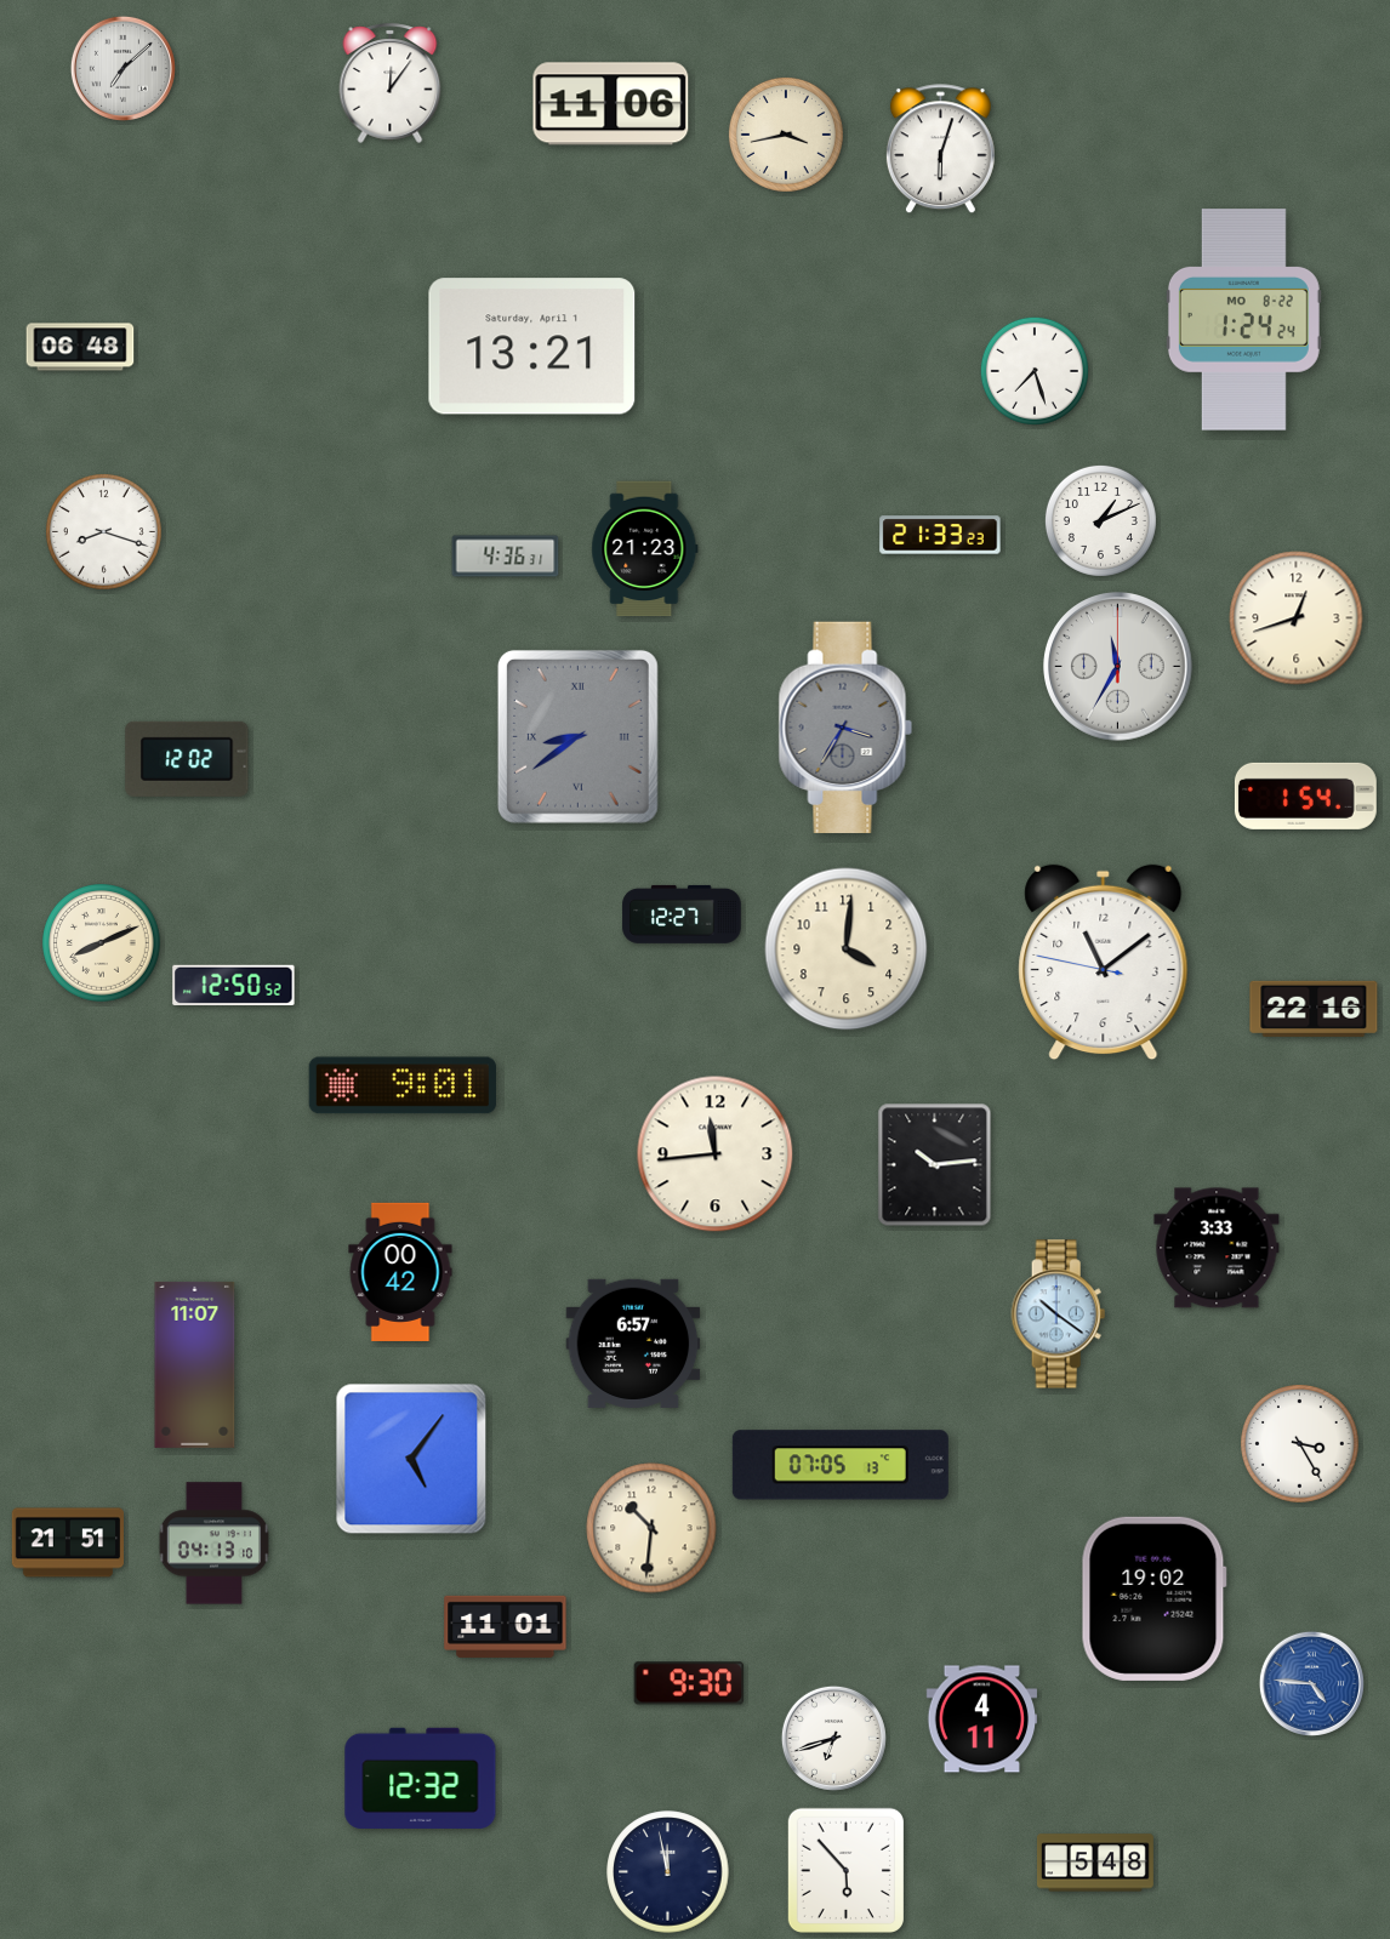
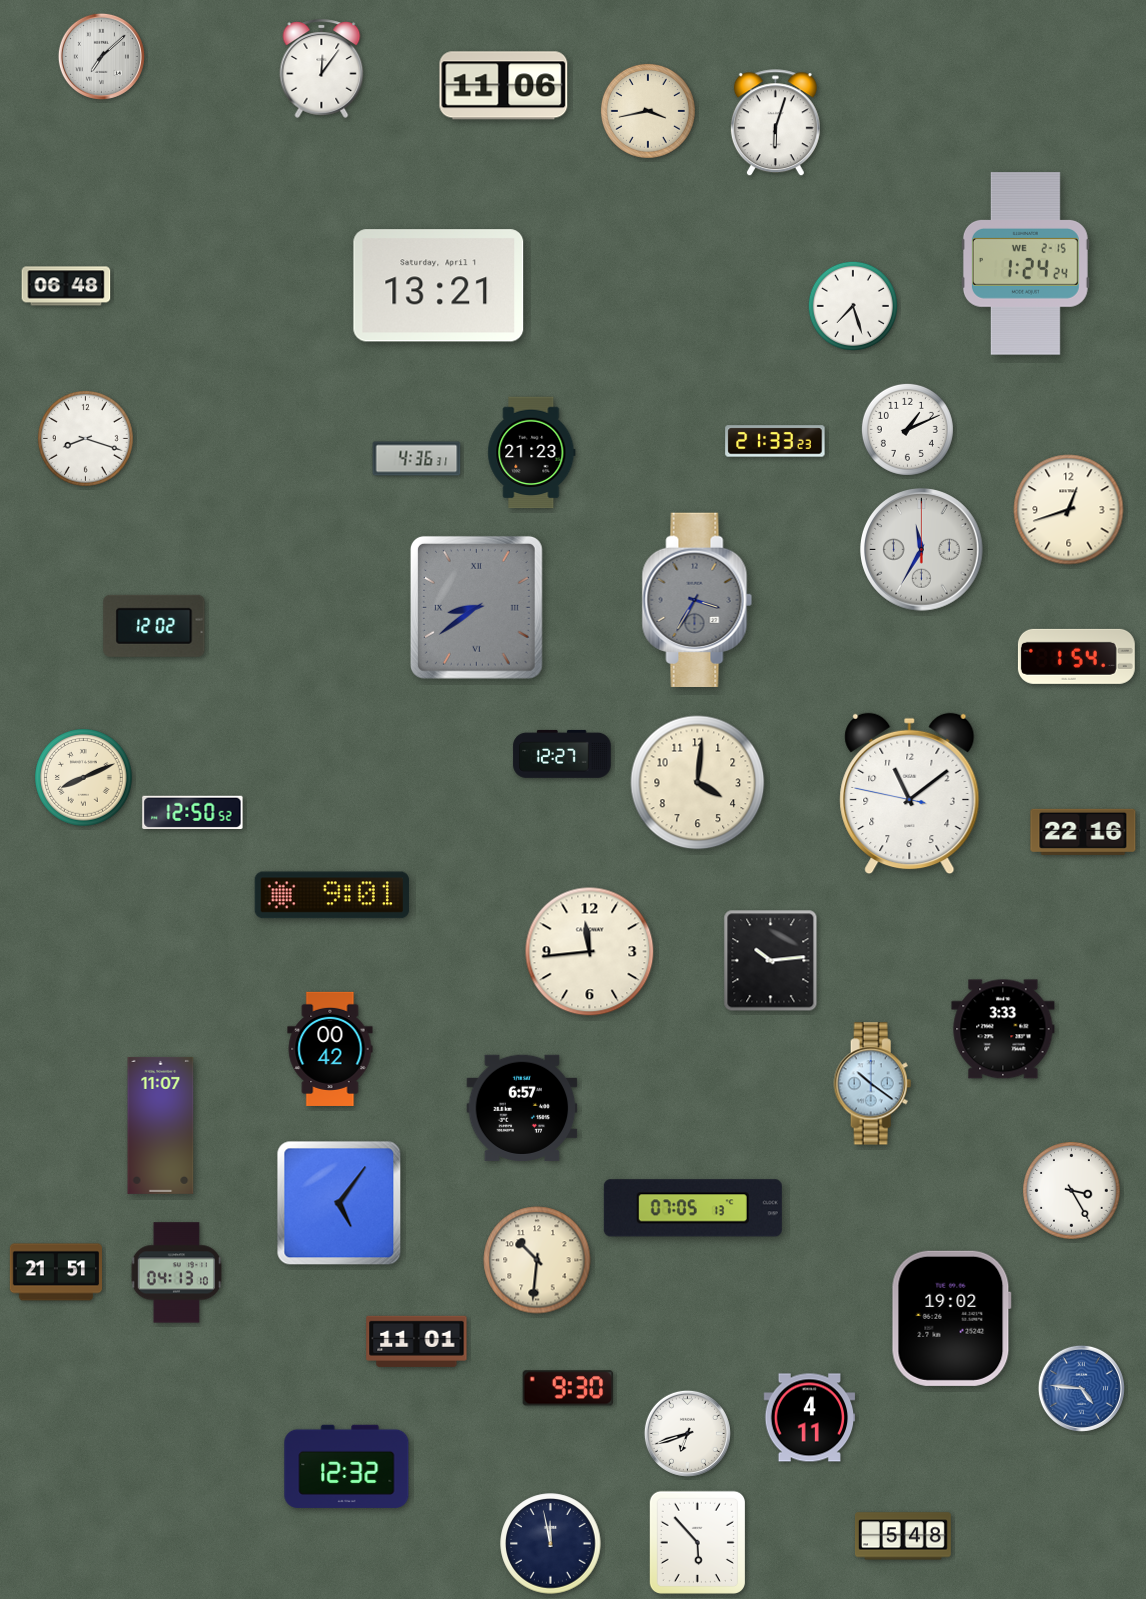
clock at (1243, 320) date: MO 8-22 -> WE 2-15
